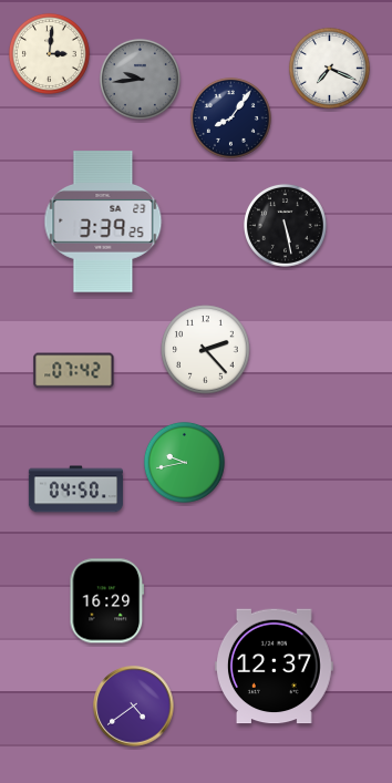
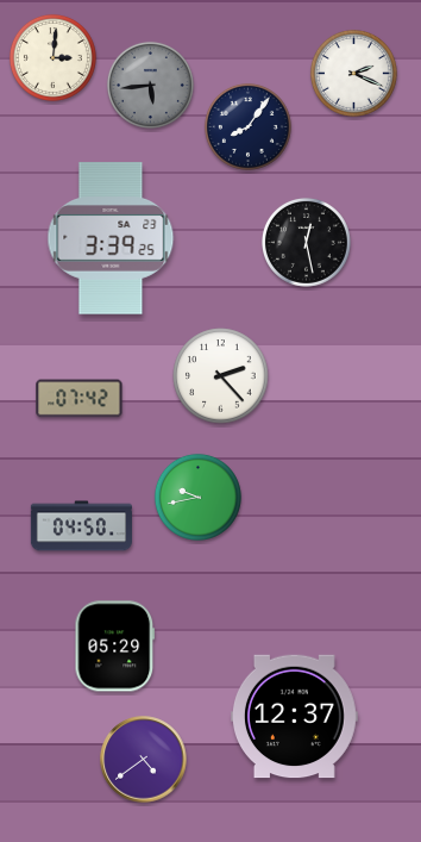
clock at (329, 68): 7:19 -> 2:19
clock at (140, 79): 9:44 -> 5:44
clock at (286, 226): 5:28 -> 12:28
clock at (107, 601): 16:29 -> 05:29
